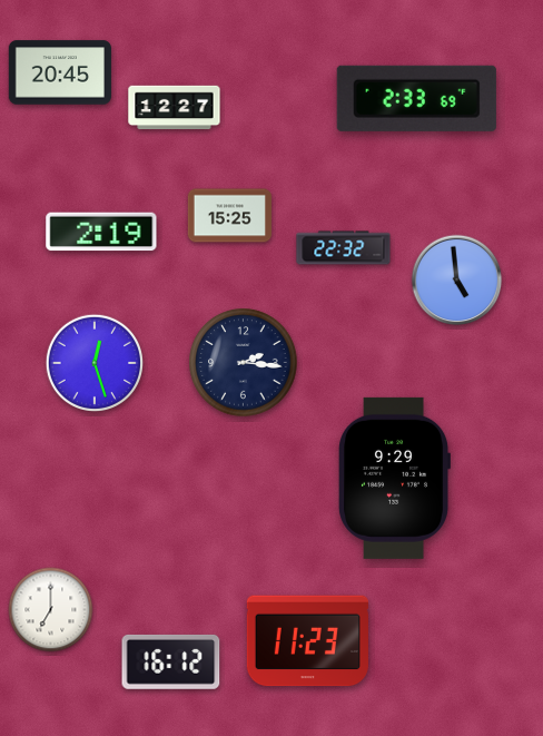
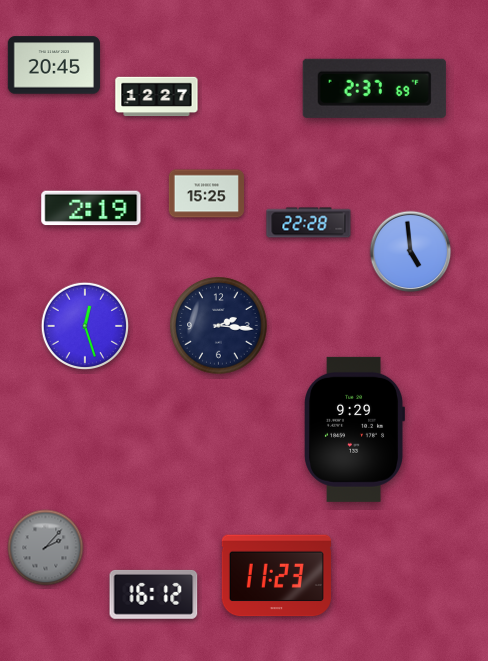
clock at (416, 98): 2:33 -> 2:37
clock at (344, 248): 22:32 -> 22:28
clock at (51, 610): 7:00 -> 2:07
clock at (51, 610) dial: white -> grey
